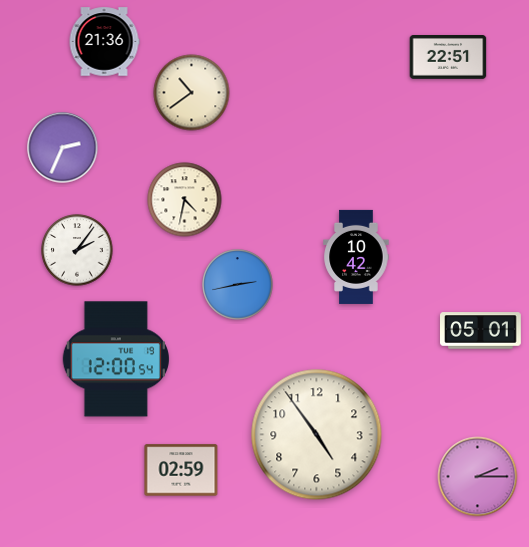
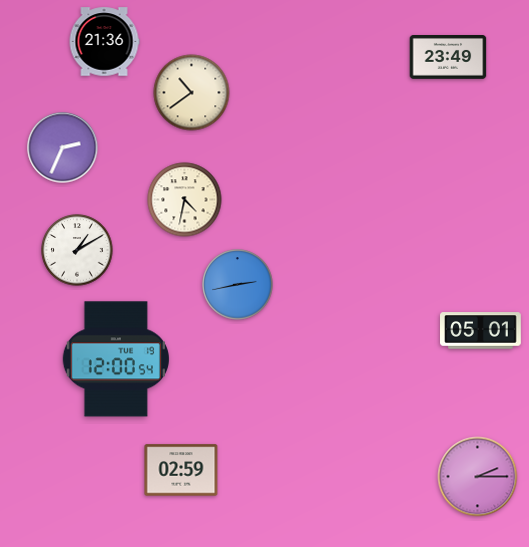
clock at (448, 58): 22:51 -> 23:49
clock at (77, 250): 2:06 -> 1:10
clock at (356, 257): 10:42 -> none
clock at (317, 435): 4:54 -> none
